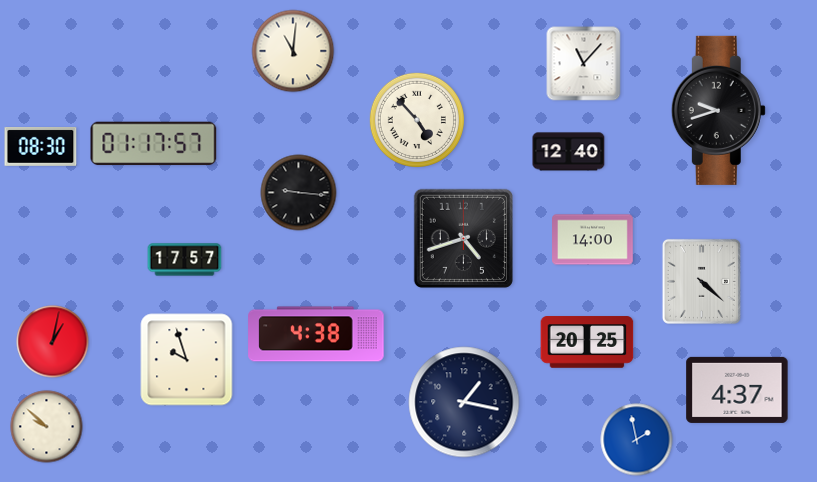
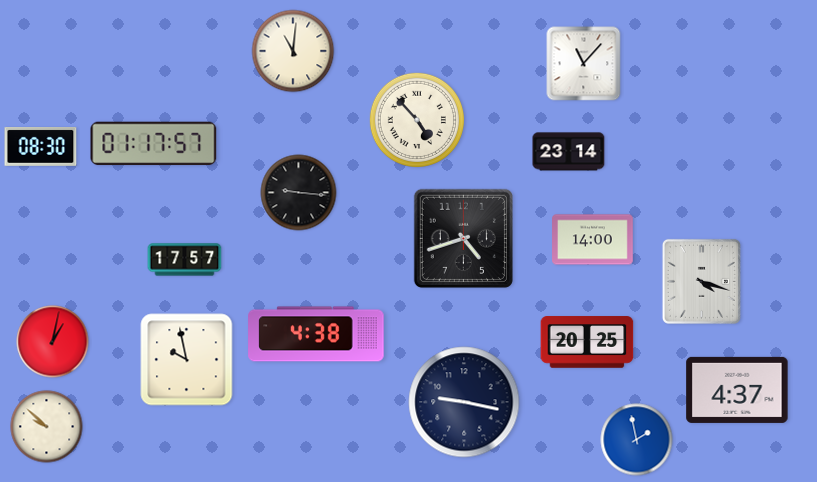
clock at (718, 110): 9:42 -> none
clock at (569, 152): 12:40 -> 23:14
clock at (701, 281): 4:22 -> 4:18
clock at (187, 360): 9:57 -> 9:58
clock at (464, 402): 1:17 -> 9:17
